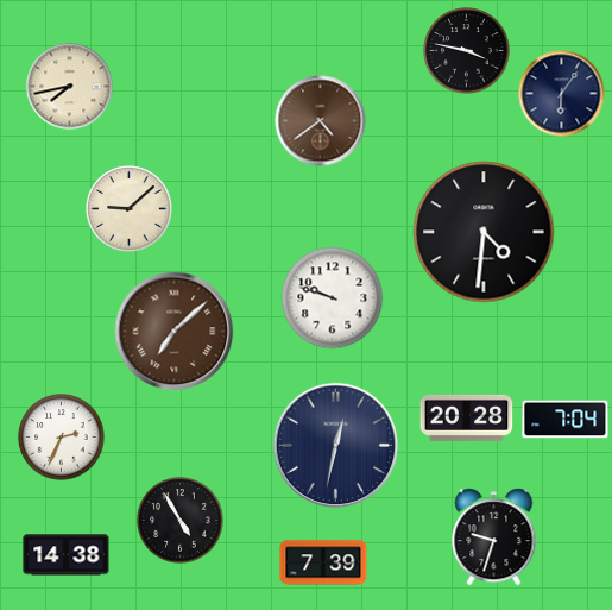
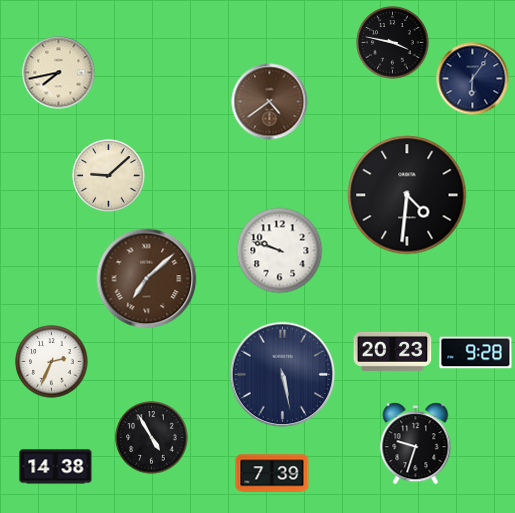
clock at (467, 417): 20:28 -> 20:23
clock at (566, 420): 7:04 -> 9:28
clock at (62, 438) position: (62, 438) -> (52, 362)
clock at (336, 446): 12:32 -> 5:28
clock at (494, 537) position: (494, 537) -> (416, 444)
